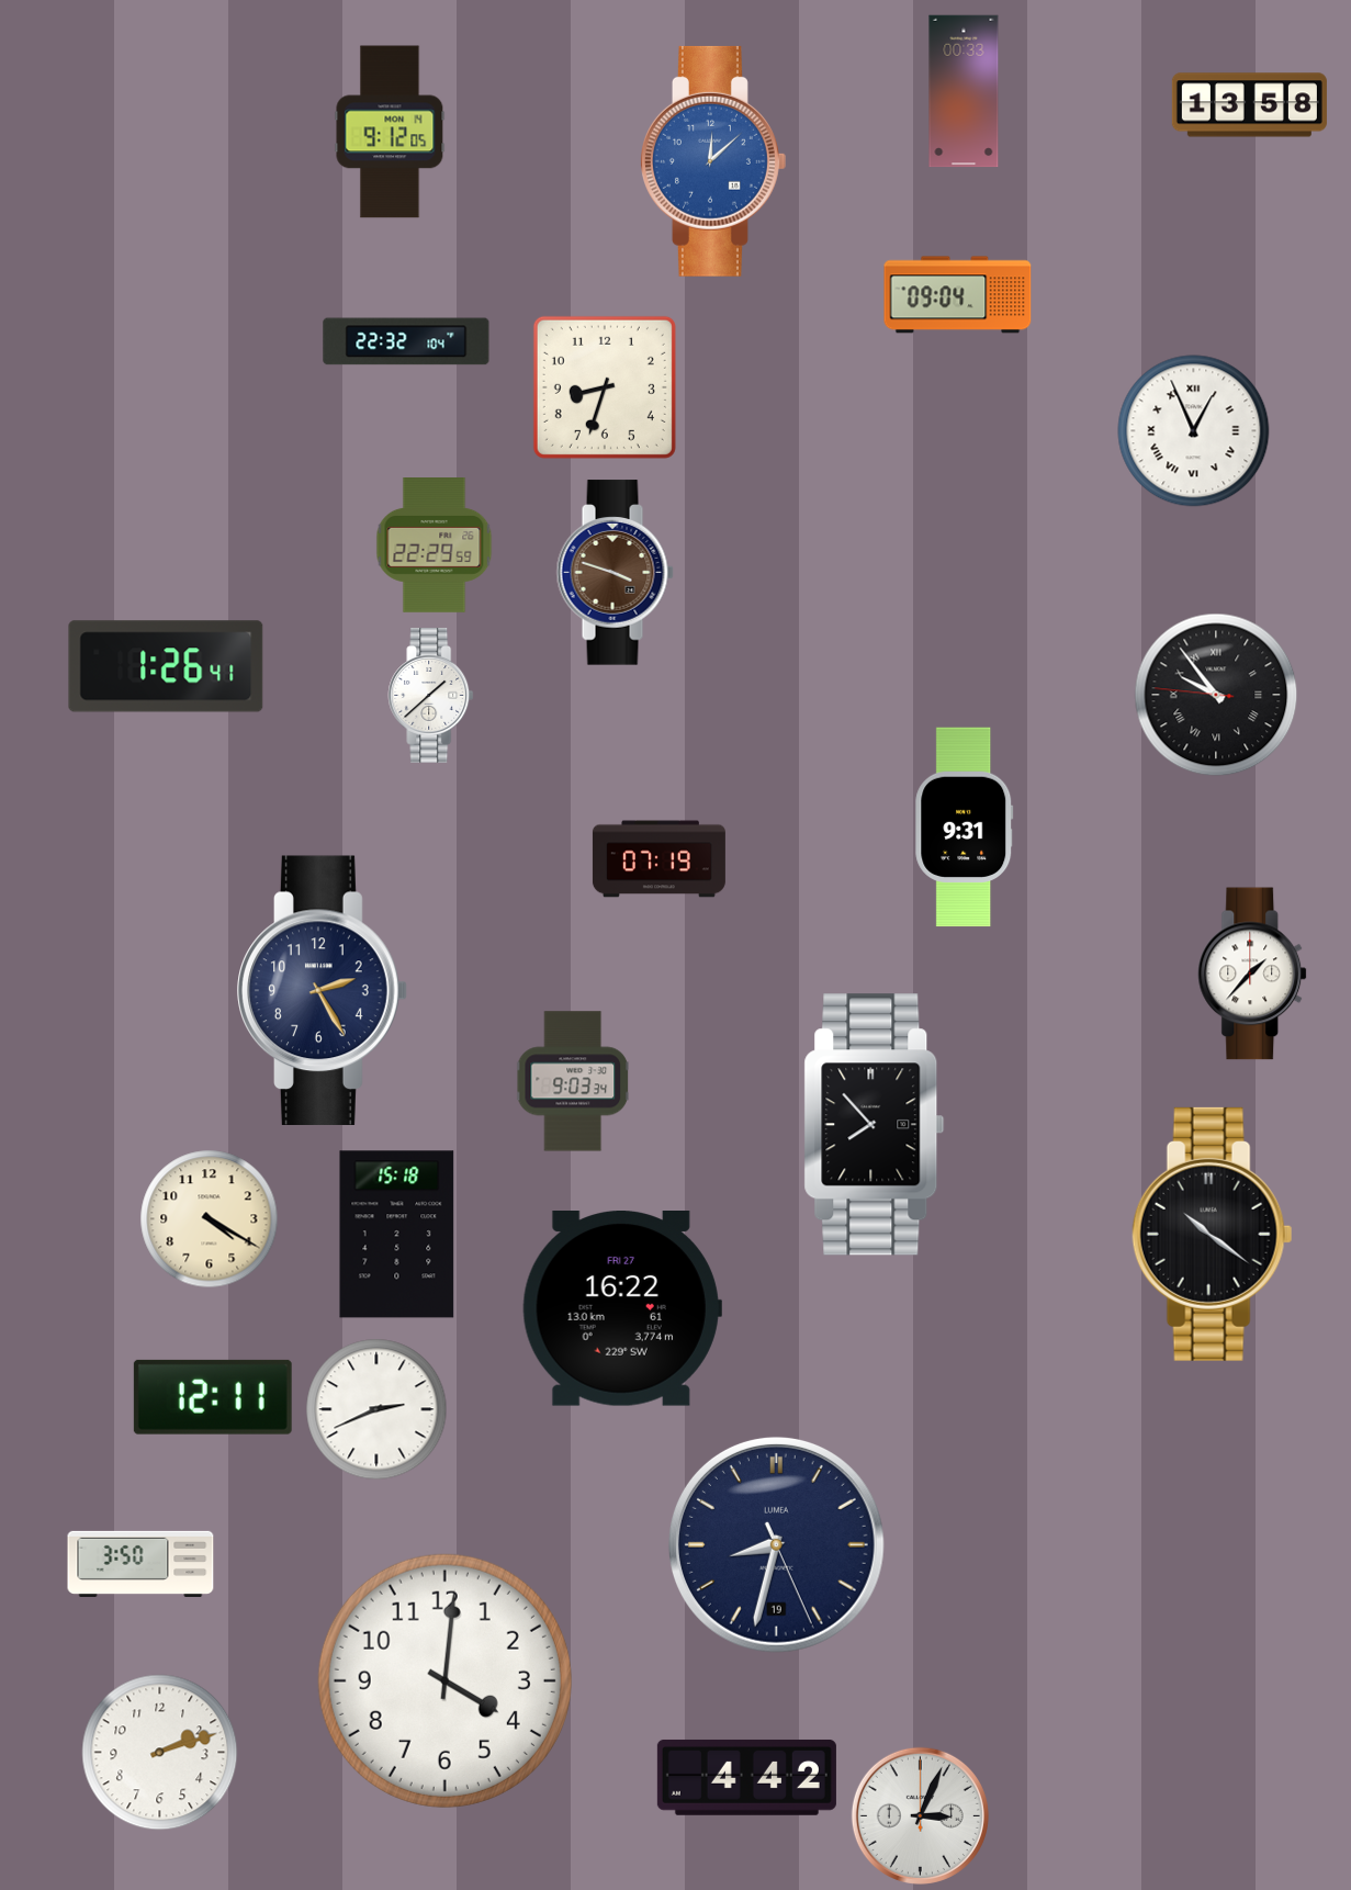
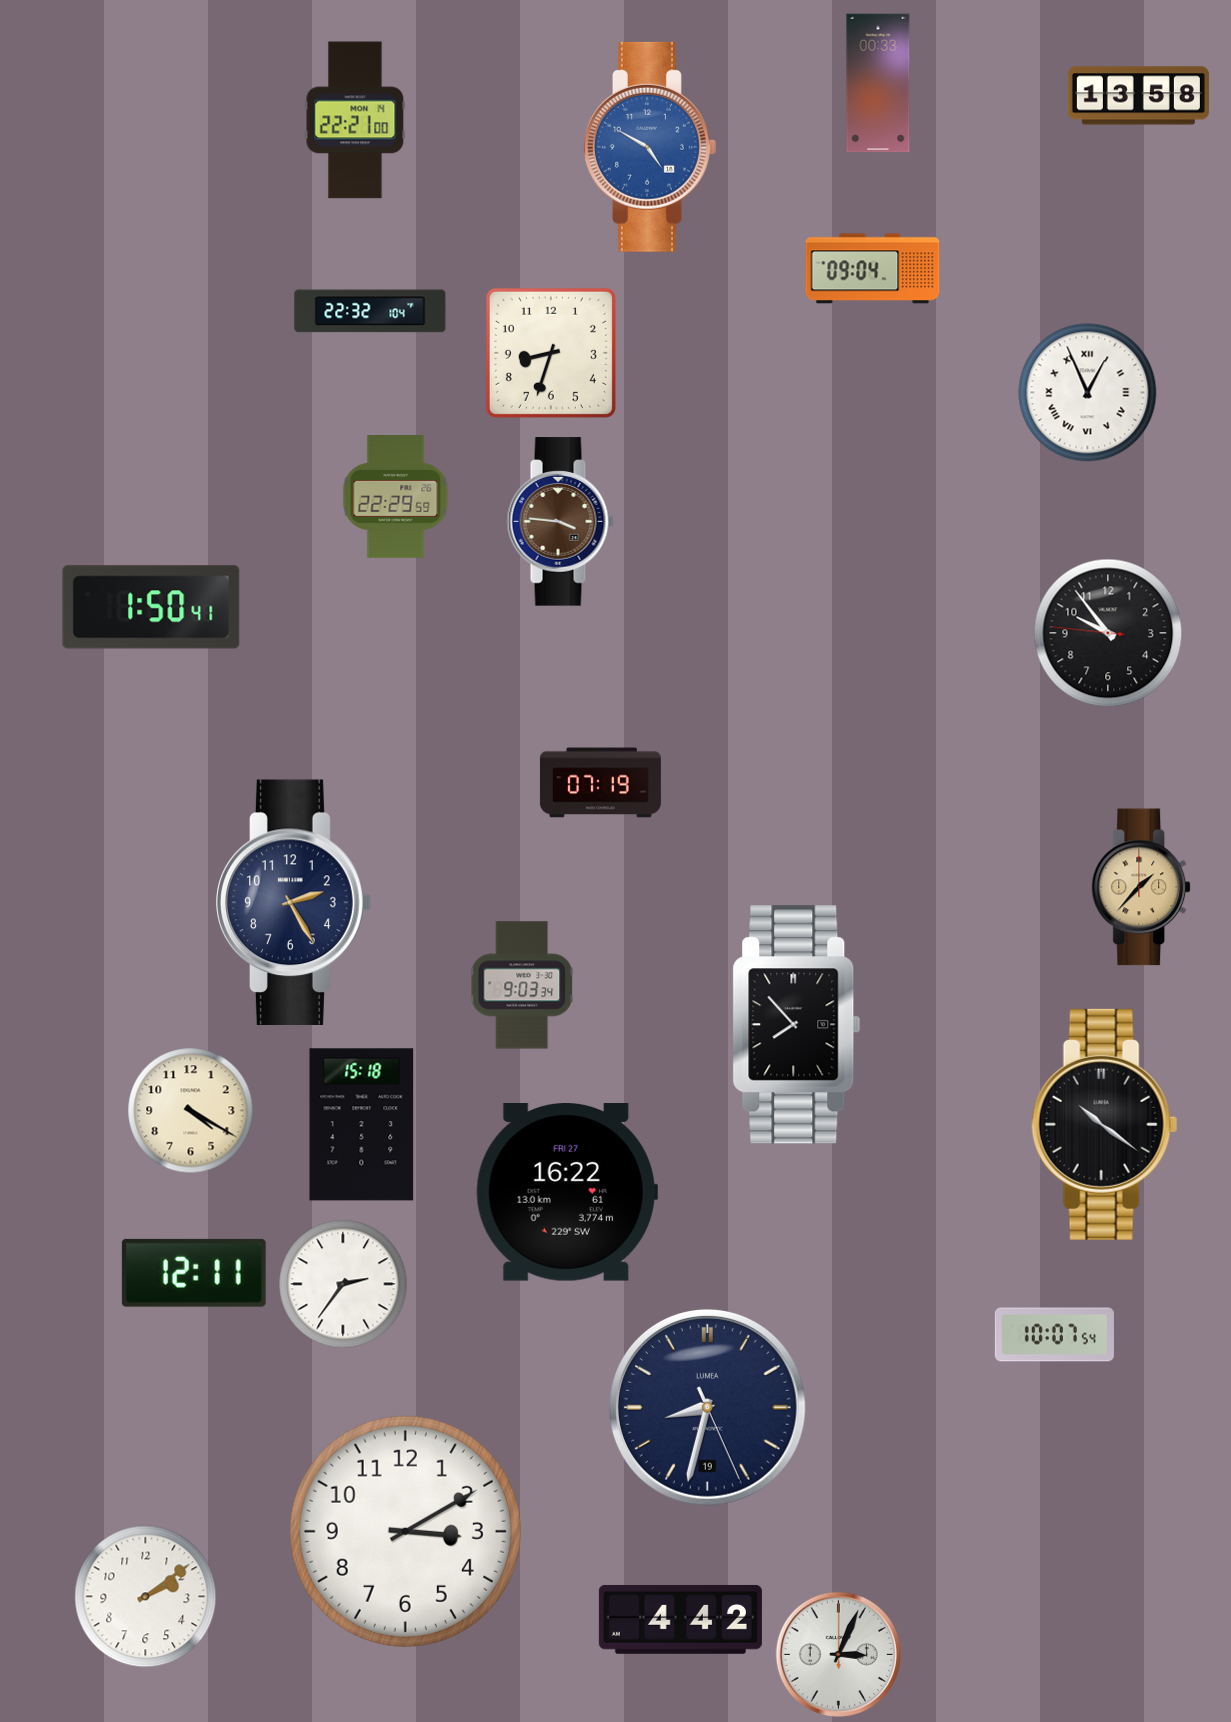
clock at (390, 132): 9:12 -> 22:21
clock at (713, 161): 12:08 -> 4:50
clock at (615, 573): 3:48 -> 3:46
clock at (166, 666): 1:26 -> 1:50
clock at (1216, 695) numerals: Roman -> Arabic
clock at (431, 696): 1:38 -> none
clock at (965, 828): 9:31 -> none
clock at (1253, 974) dial: white -> champagne
clock at (376, 1409): 2:41 -> 2:36
clock at (1054, 1335): none -> 10:07
clock at (140, 1564): 3:50 -> none
clock at (444, 1680): 4:01 -> 3:10
clock at (160, 1753): 2:12 -> 2:09
